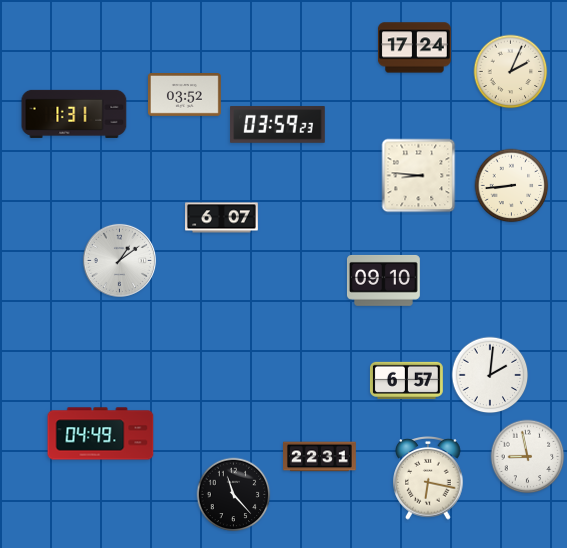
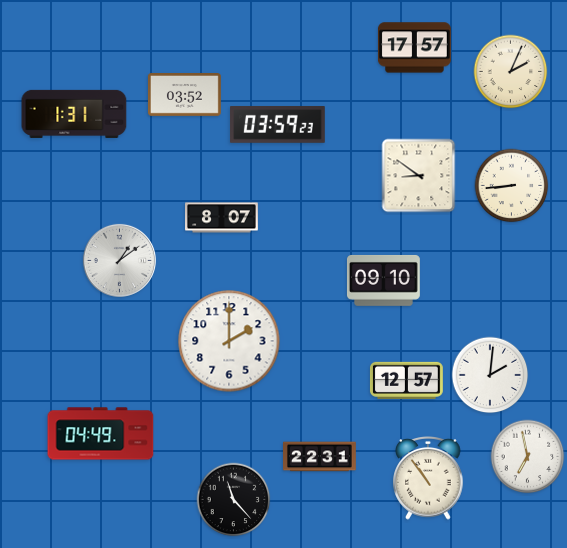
clock at (414, 48): 17:24 -> 17:57
clock at (419, 176): 8:46 -> 8:51
clock at (222, 218): 6:07 -> 8:07
clock at (229, 341): none -> 2:00
clock at (406, 380): 6:57 -> 12:57
clock at (528, 457): 8:58 -> 6:58
clock at (428, 479): 6:17 -> 10:54
clock at (234, 495) position: (234, 495) -> (234, 500)
